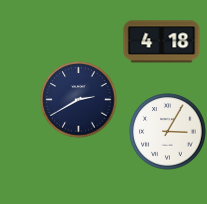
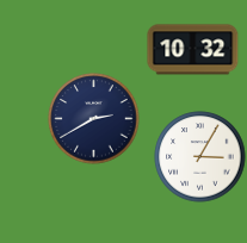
clock at (162, 42): 4:18 -> 10:32
